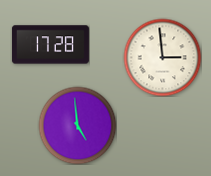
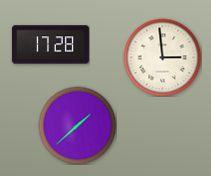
clock at (77, 125): 4:59 -> 1:38
